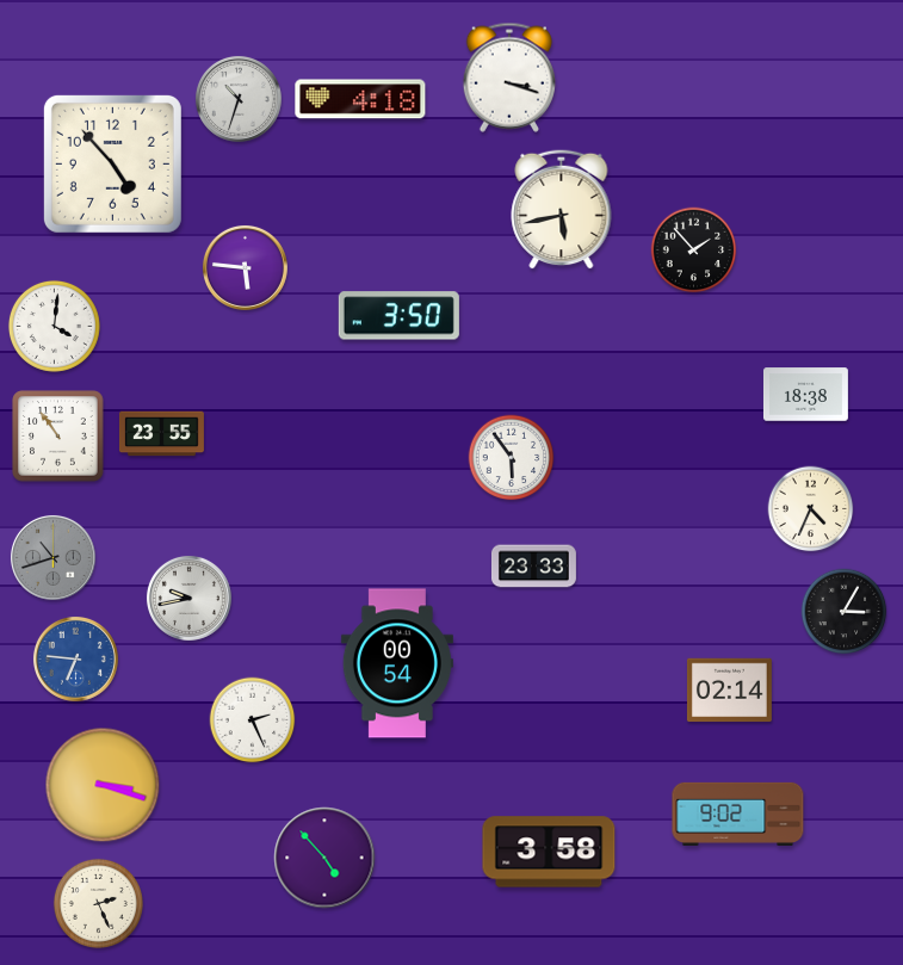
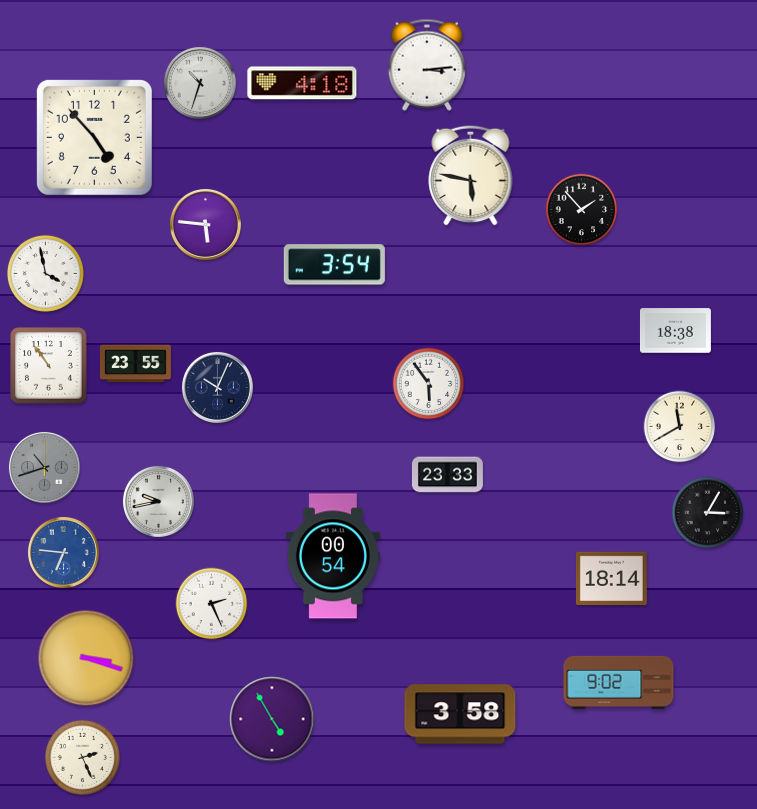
clock at (508, 78): 3:18 -> 3:14
clock at (562, 209): 5:43 -> 5:47
clock at (398, 316): 3:50 -> 3:54
clock at (54, 326): 4:01 -> 3:58
clock at (217, 387): none -> 10:04
clock at (811, 509): 4:34 -> 11:40
clock at (729, 691): 02:14 -> 18:14
clock at (324, 858): 4:53 -> 4:55
